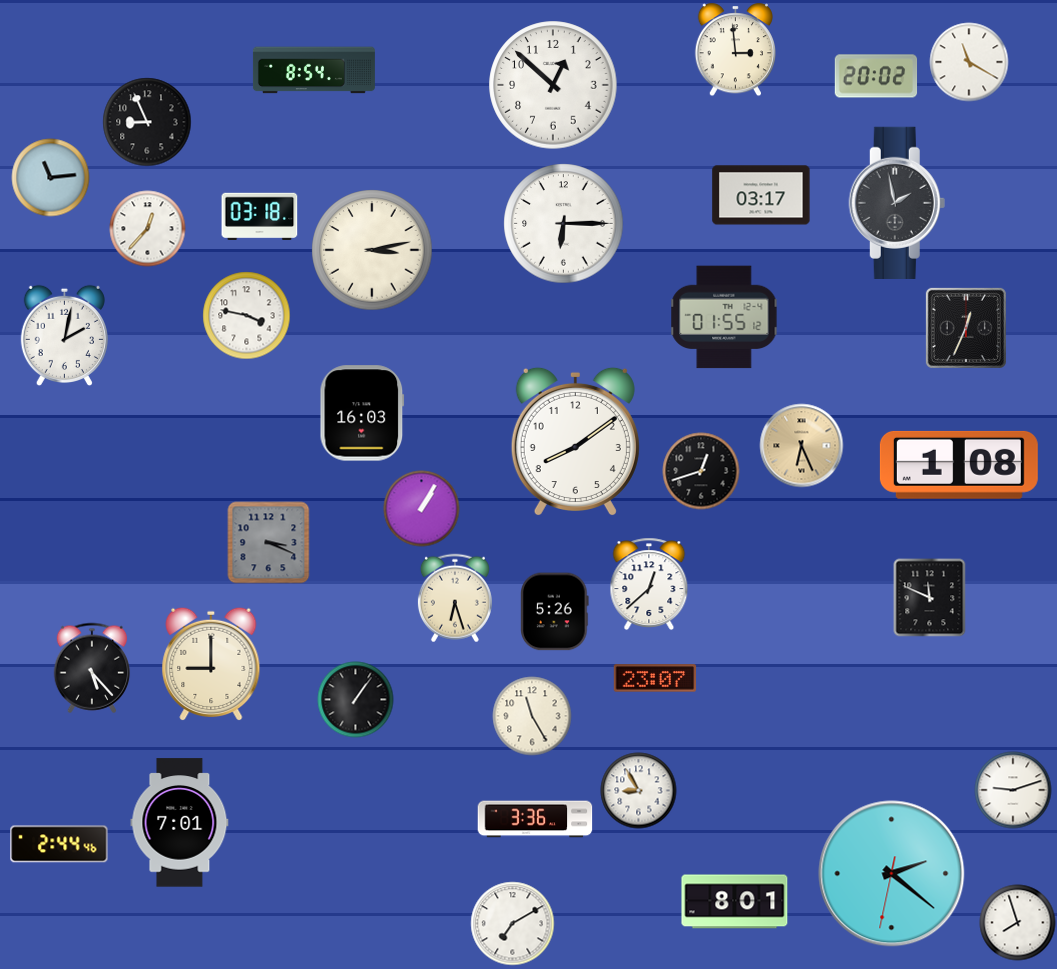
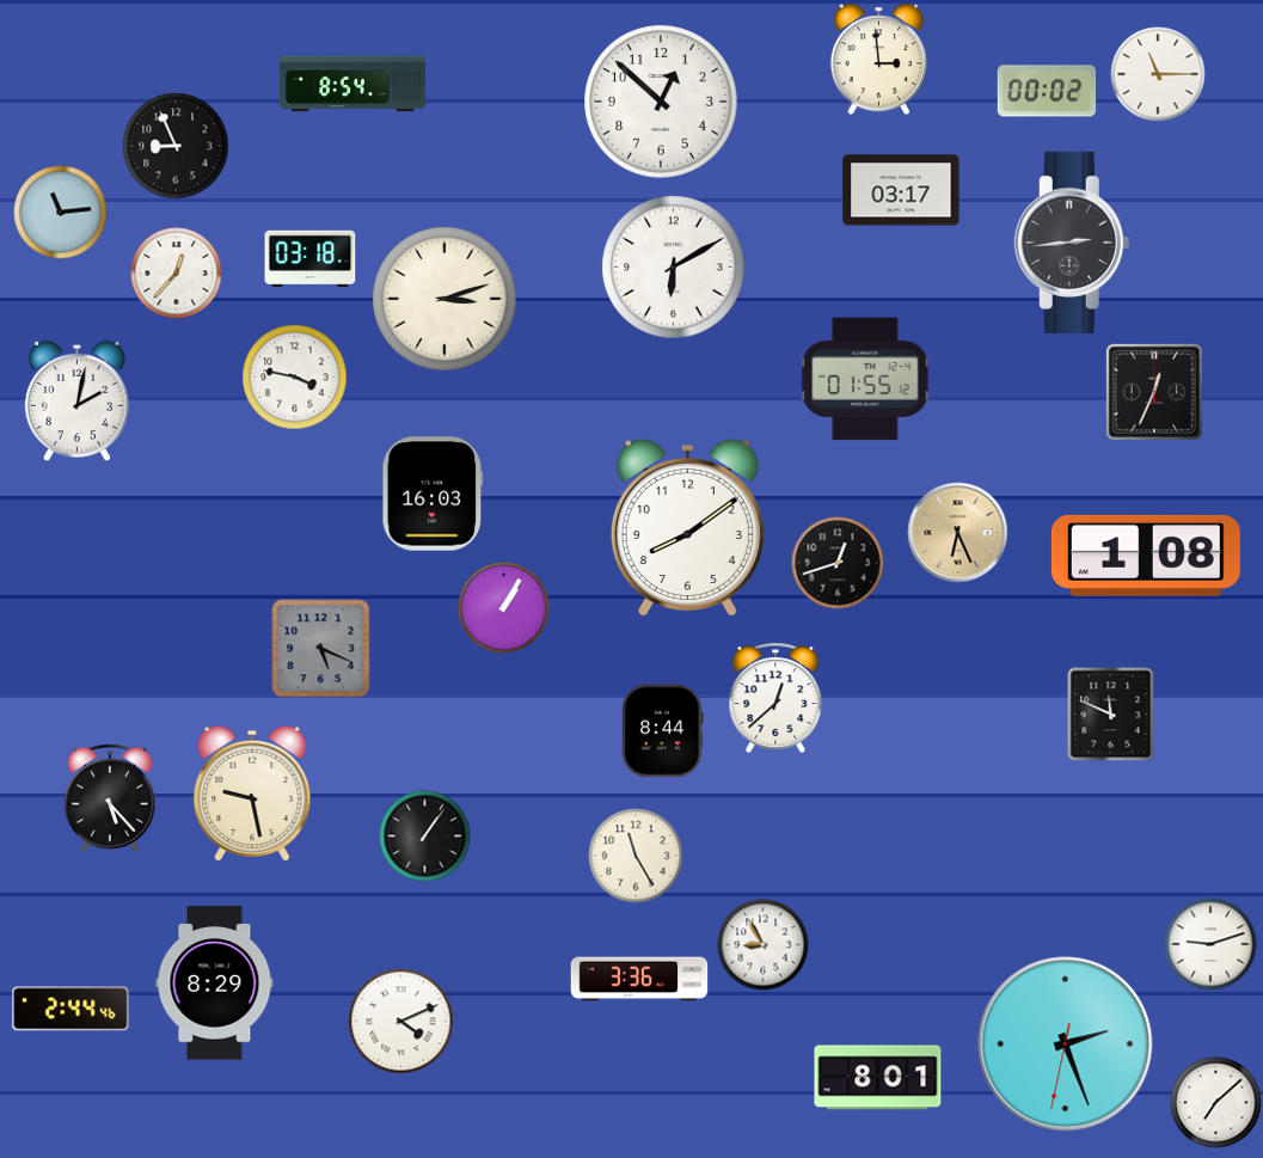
clock at (969, 62): 11:20 -> 11:15
clock at (314, 70) position: (314, 70) -> (352, 84)
clock at (876, 76): 20:02 -> 00:02
clock at (761, 195) position: (761, 195) -> (901, 190)
clock at (897, 203): 1:58 -> 2:44
clock at (564, 224): 6:15 -> 6:10
clock at (372, 250): 3:13 -> 3:12
clock at (269, 543): 3:19 -> 5:19
clock at (455, 598): 6:27 -> none
clock at (555, 612): 5:26 -> 8:44
clock at (211, 664): 9:00 -> 9:28
clock at (655, 678): 23:07 -> none
clock at (180, 823): 7:01 -> 8:29
clock at (401, 1022): none -> 4:11
clock at (892, 874): 2:21 -> 2:26
clock at (1018, 923): 7:57 -> 7:08
clock at (513, 924): 7:10 -> none
